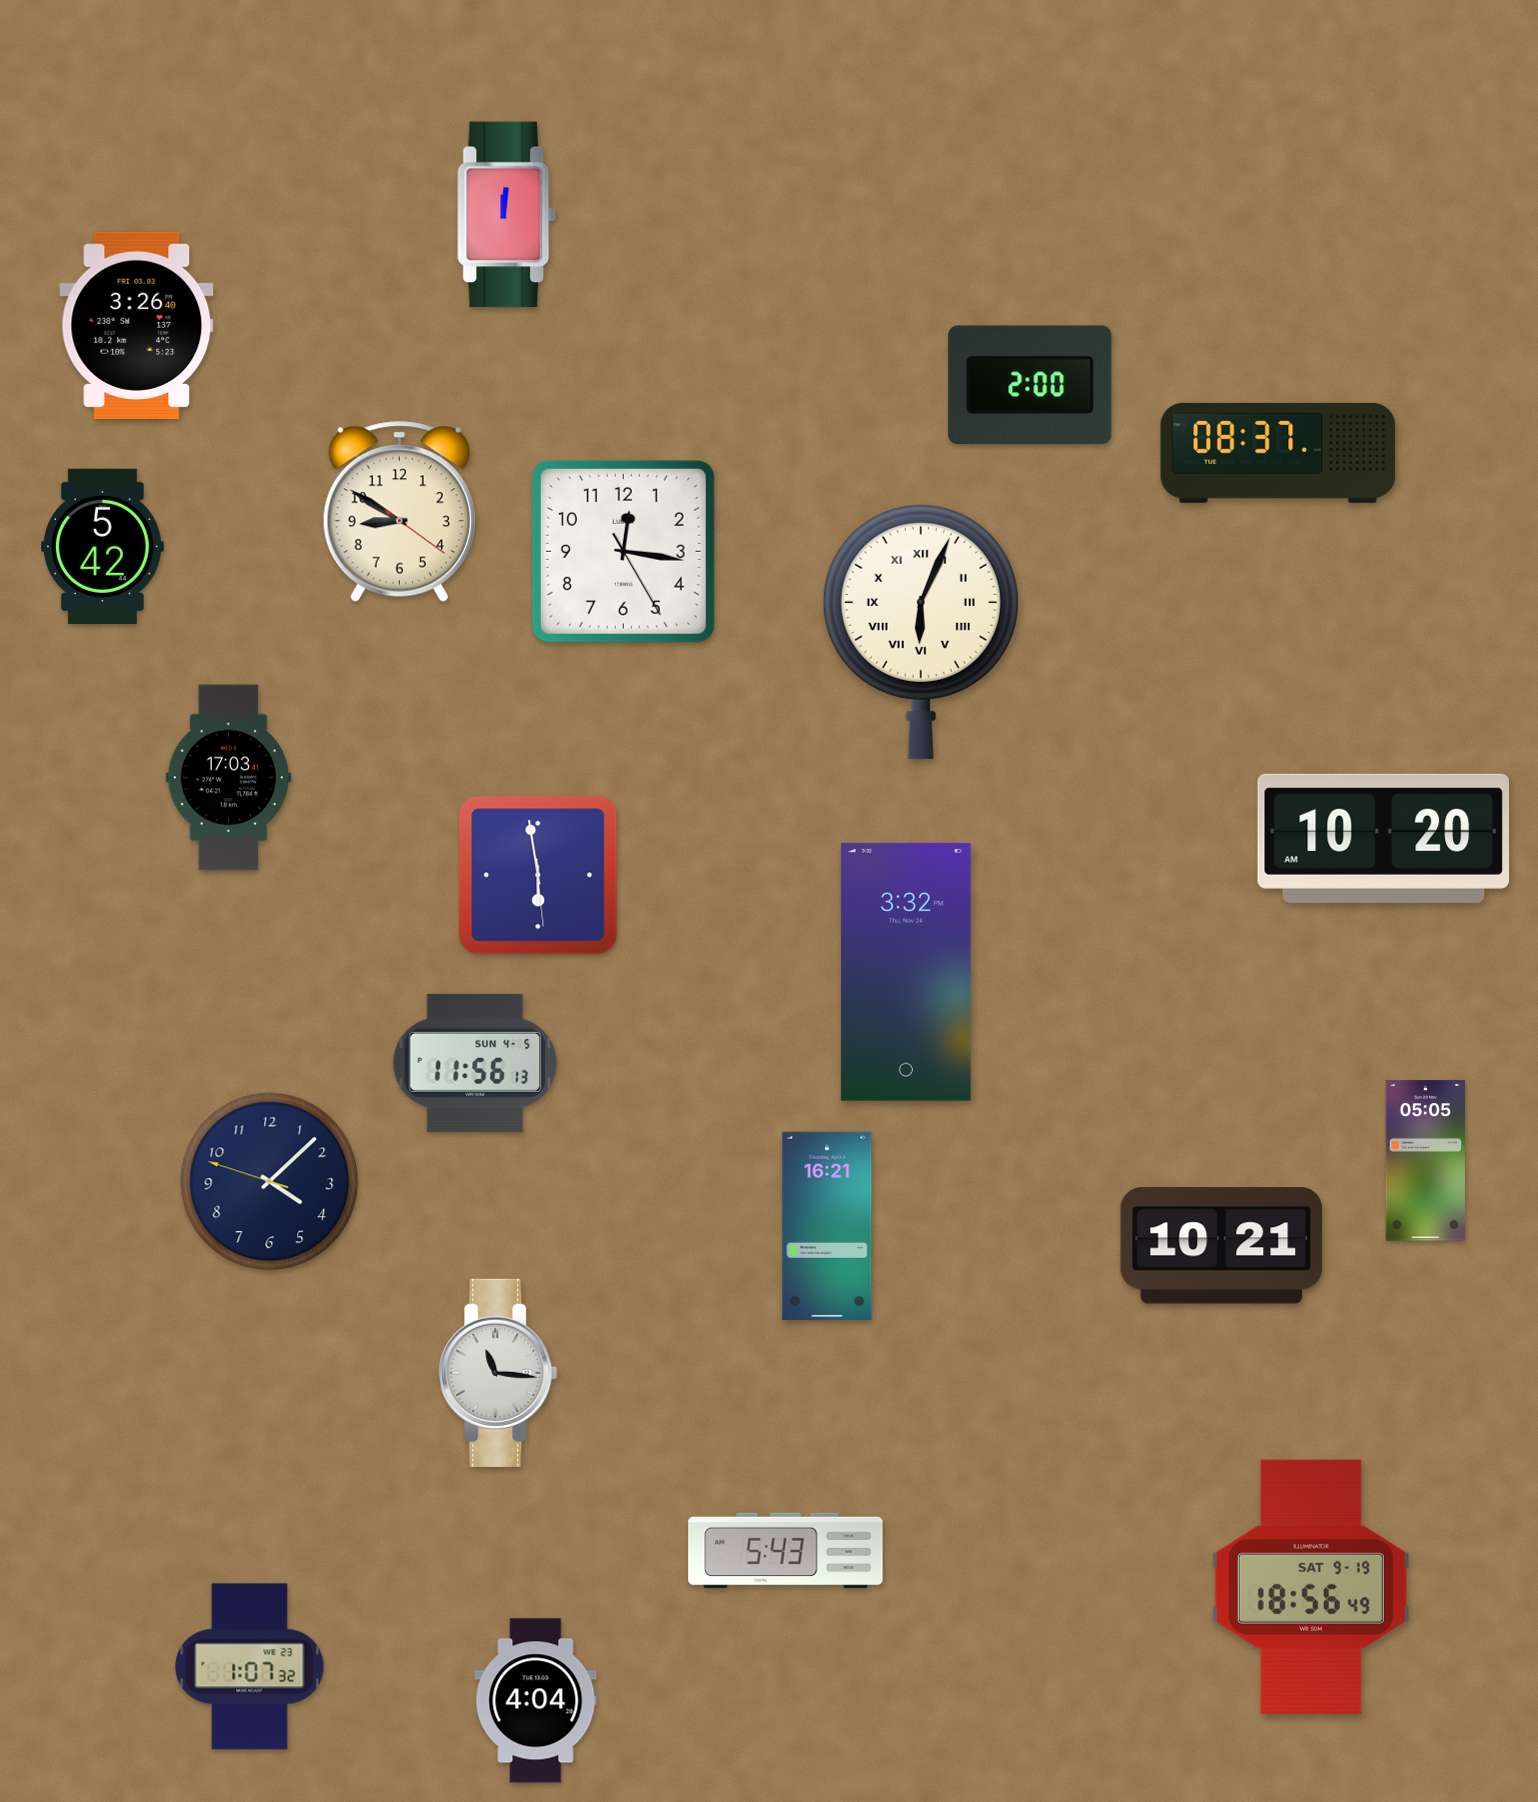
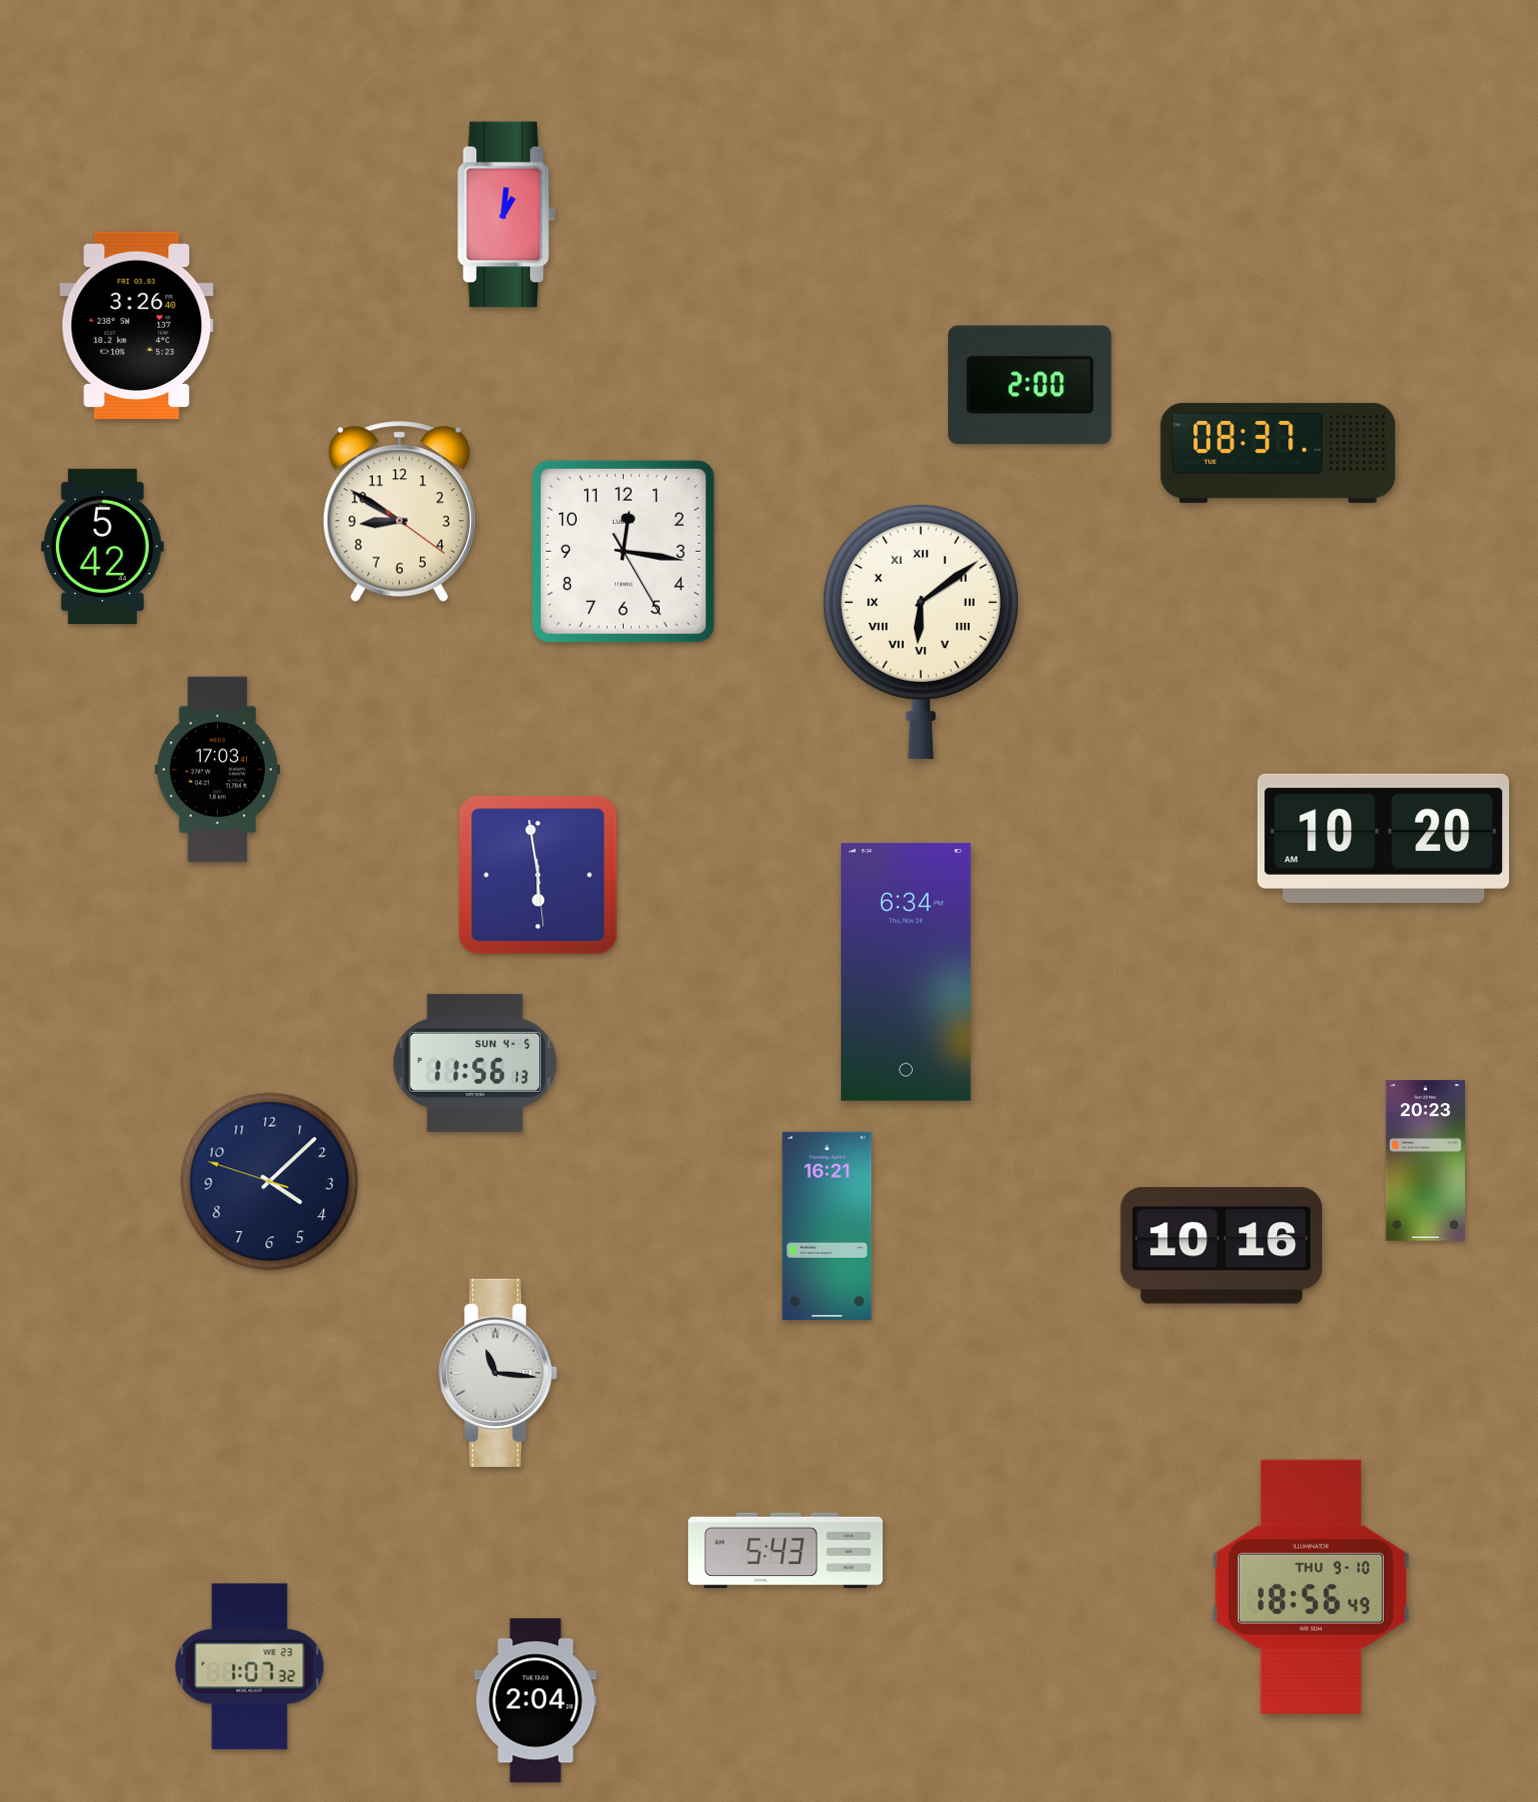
clock at (507, 215): 12:01 -> 1:01
clock at (921, 631): 6:04 -> 6:09
clock at (228, 778) position: (228, 778) -> (217, 770)
clock at (906, 972): 3:32 -> 6:34
clock at (1425, 1161): 05:05 -> 20:23
clock at (1222, 1246): 10:21 -> 10:16
clock at (1311, 1587) date: SAT 9-19 -> THU 9-10
clock at (536, 1701): 4:04 -> 2:04
